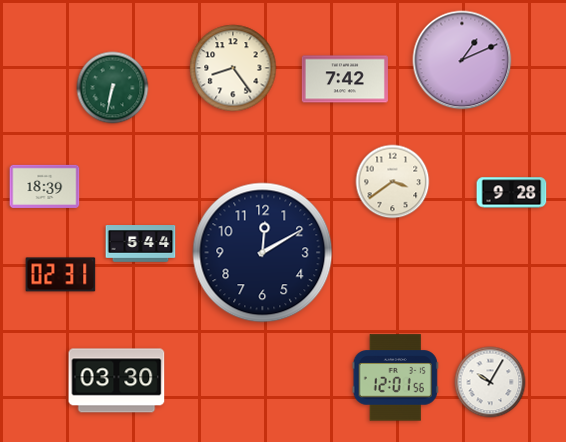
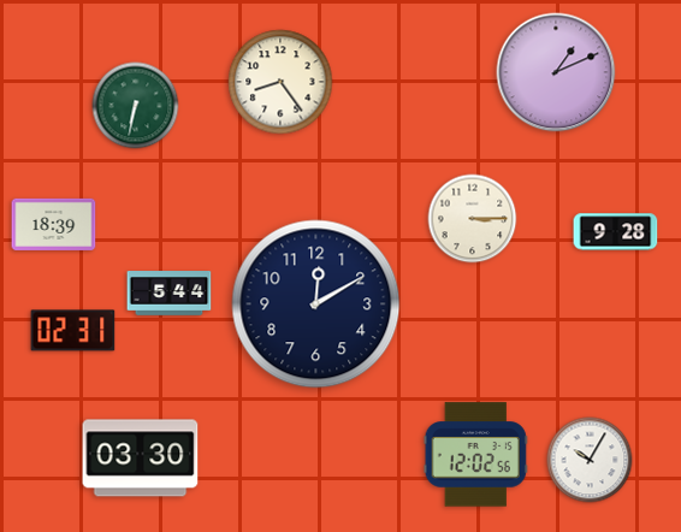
clock at (345, 79): 7:42 -> none
clock at (393, 182): 3:39 -> 3:15
clock at (395, 378): 12:01 -> 12:02
